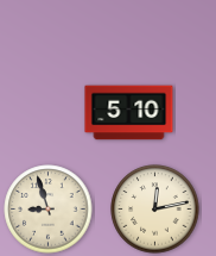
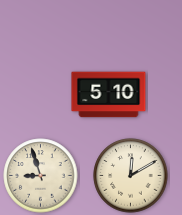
clock at (155, 210): 12:13 -> 12:10
